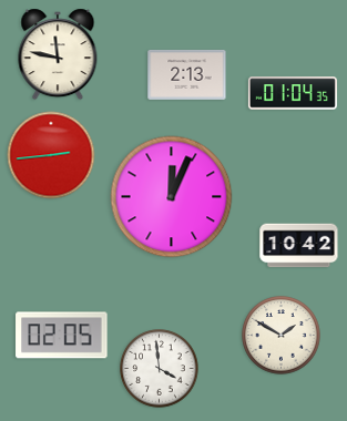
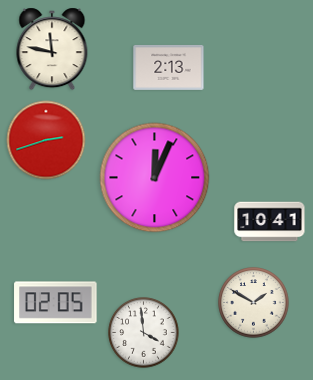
clock at (293, 93): 01:04 -> none
clock at (51, 155): 2:44 -> 2:42
clock at (299, 246): 10:42 -> 10:41
